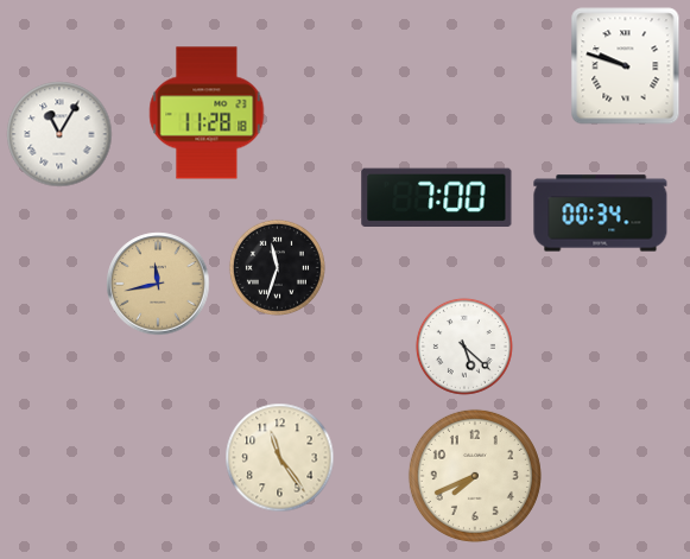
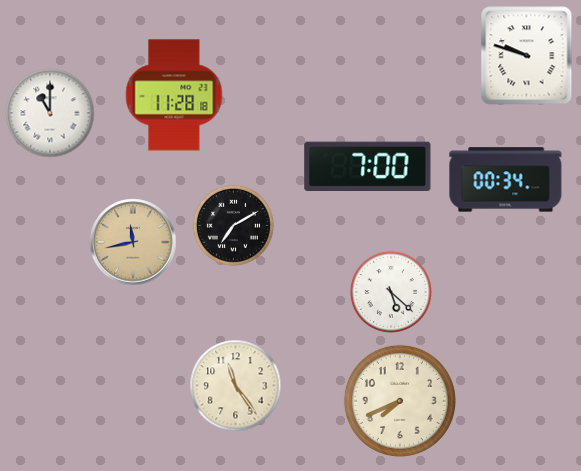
clock at (59, 134): 11:05 -> 11:00
clock at (277, 267): 11:33 -> 7:10
clock at (158, 284) position: (158, 284) -> (133, 242)
